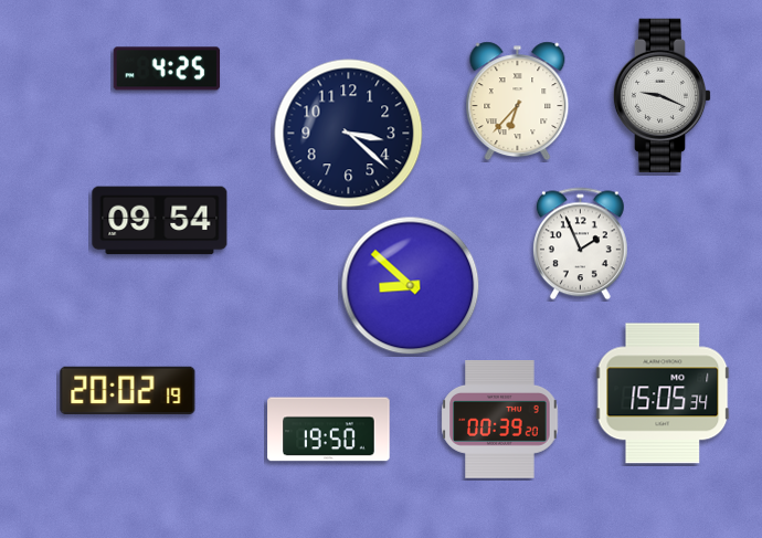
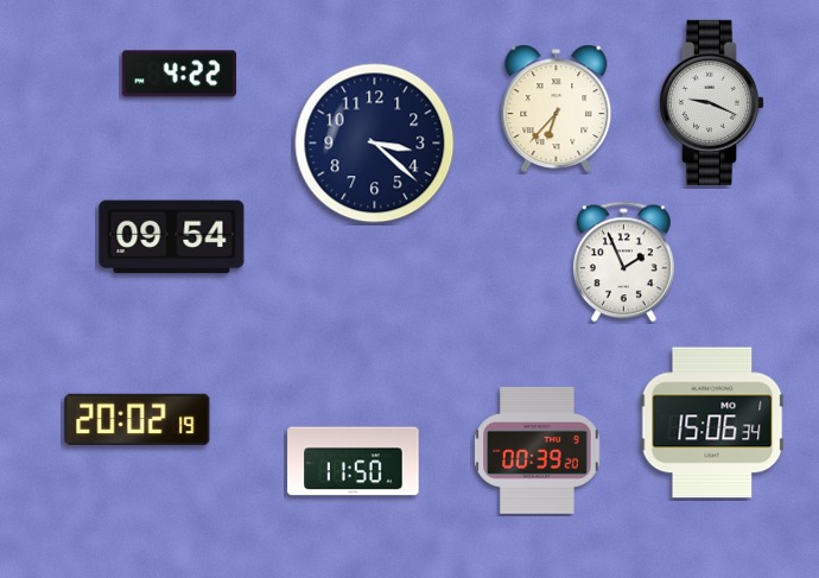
clock at (167, 68): 4:25 -> 4:22
clock at (411, 286): 8:52 -> none
clock at (663, 393): 15:05 -> 15:06
clock at (329, 430): 19:50 -> 11:50
